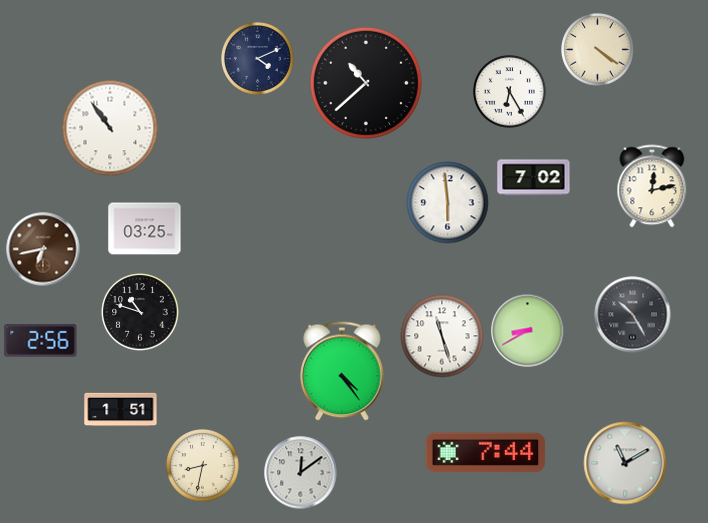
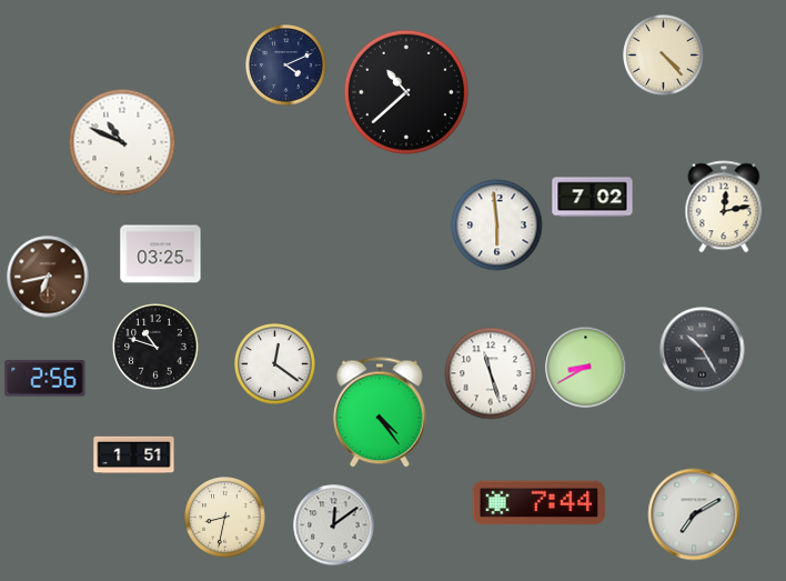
clock at (598, 50): 4:21 -> 4:23
clock at (510, 92): 6:25 -> none
clock at (110, 128): 10:54 -> 10:49
clock at (275, 364): none -> 12:21
clock at (625, 463): 11:10 -> 7:10
